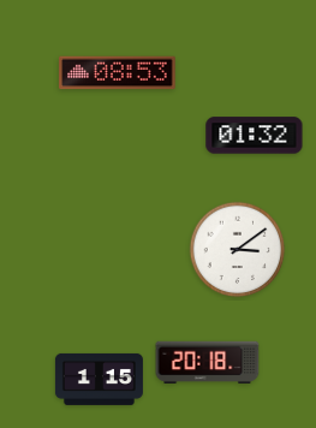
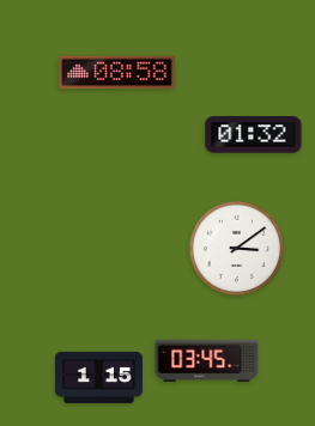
clock at (118, 73): 08:53 -> 08:58
clock at (208, 362): 20:18 -> 03:45
